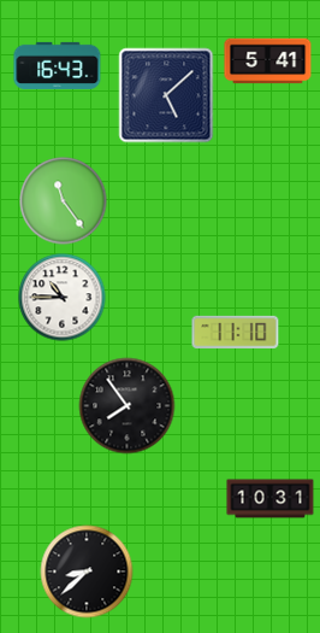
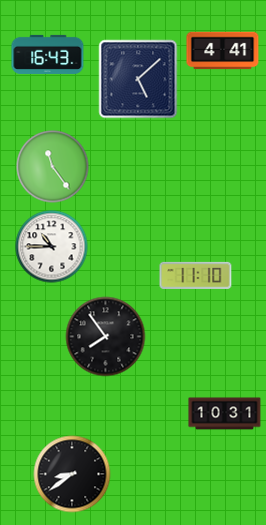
clock at (268, 61): 5:41 -> 4:41
clock at (87, 572): 8:38 -> 8:39
